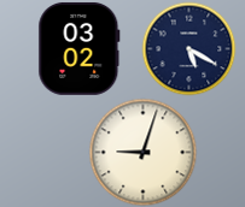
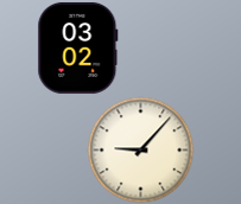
clock at (188, 48): 5:20 -> none
clock at (142, 152): 9:03 -> 9:07
